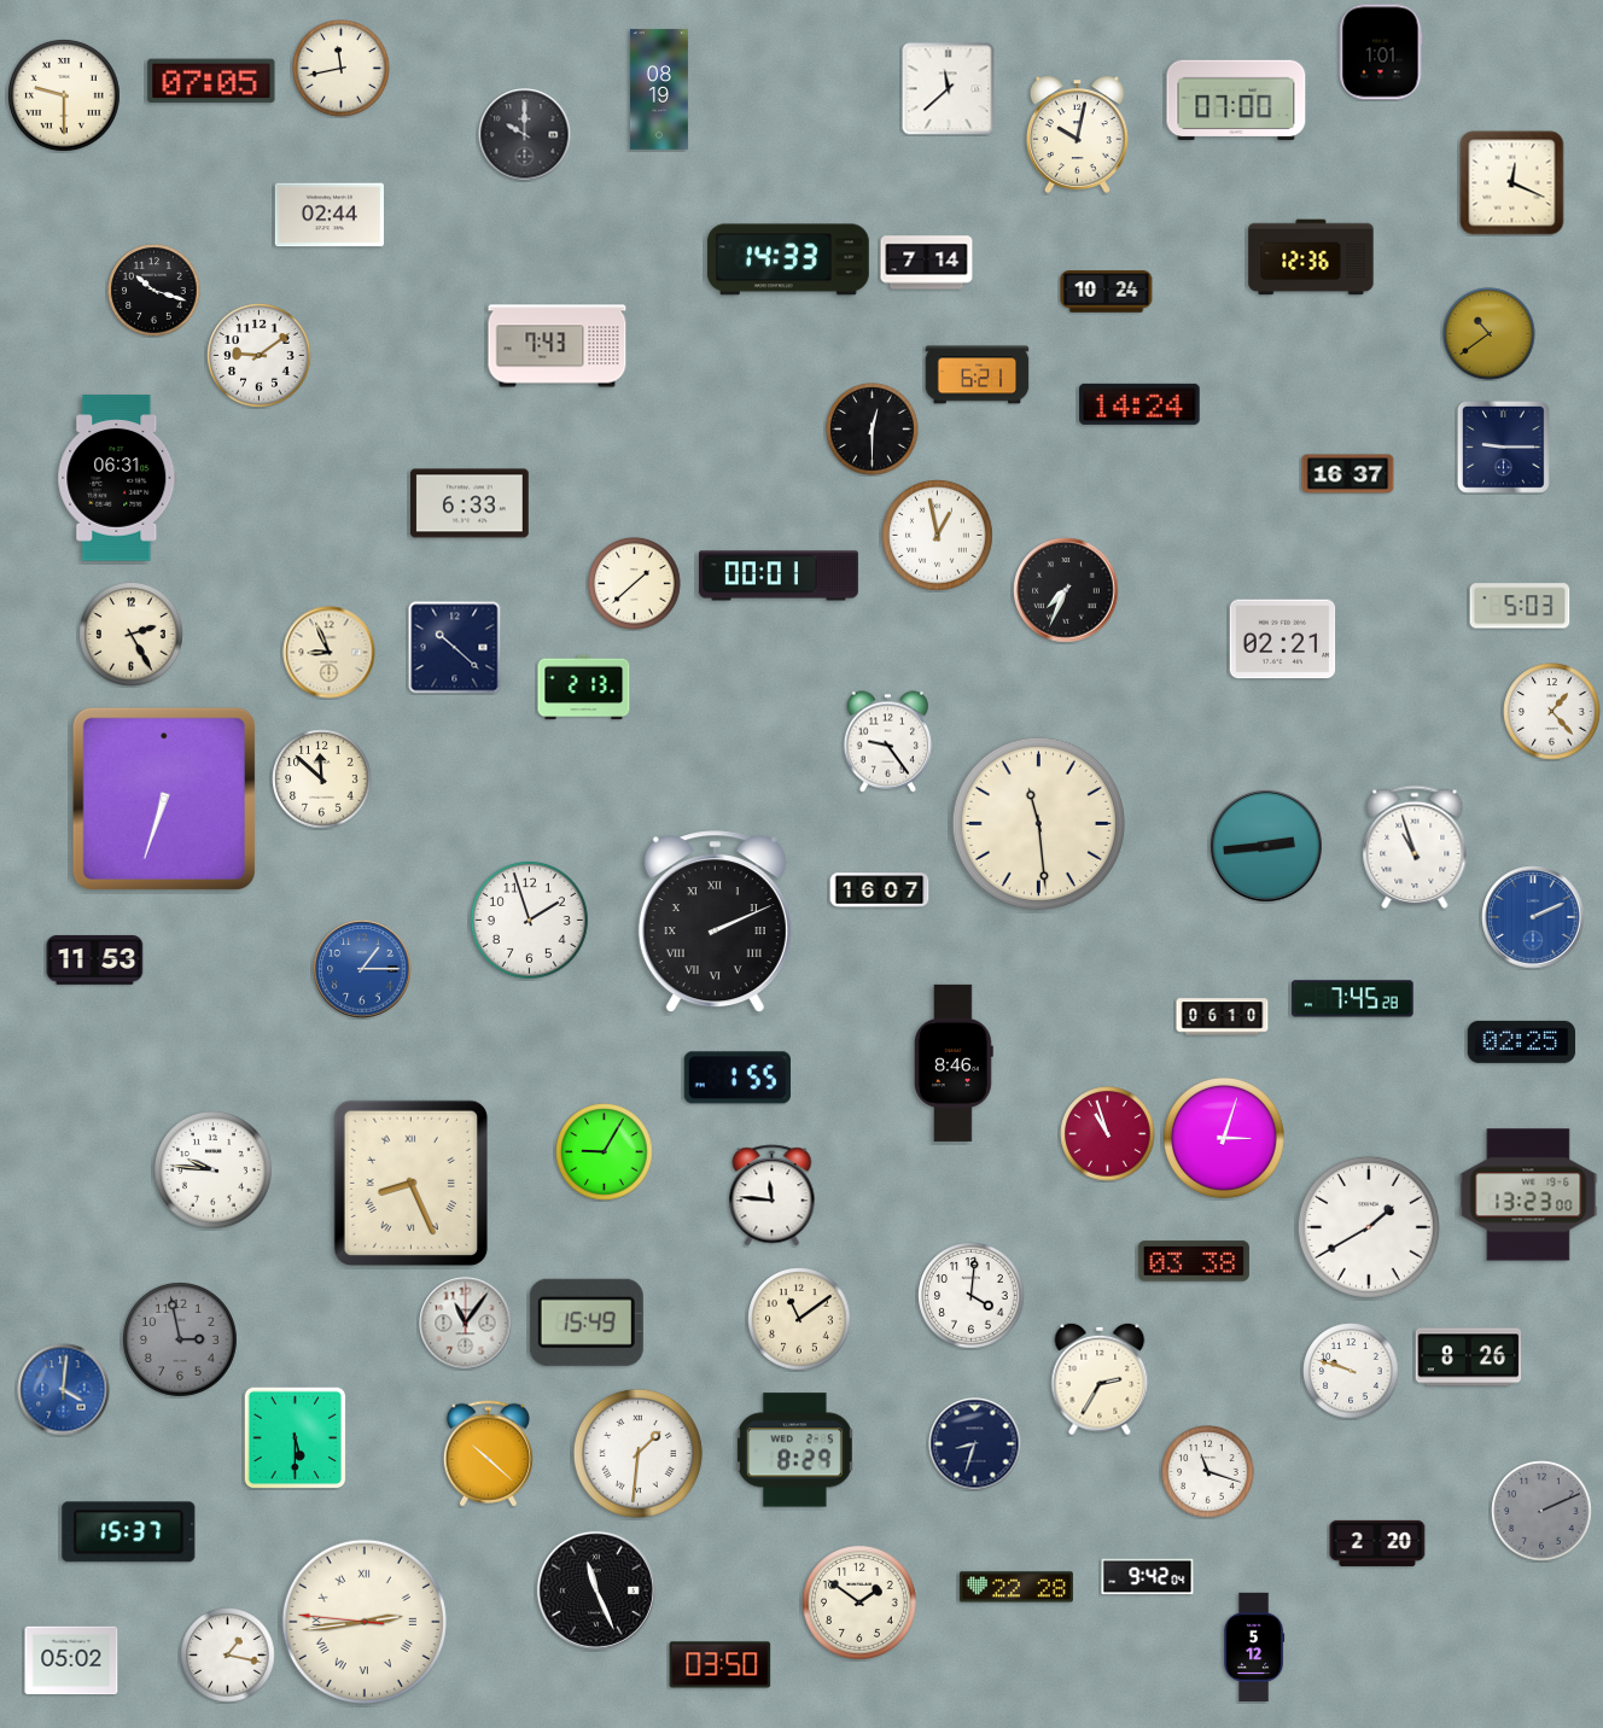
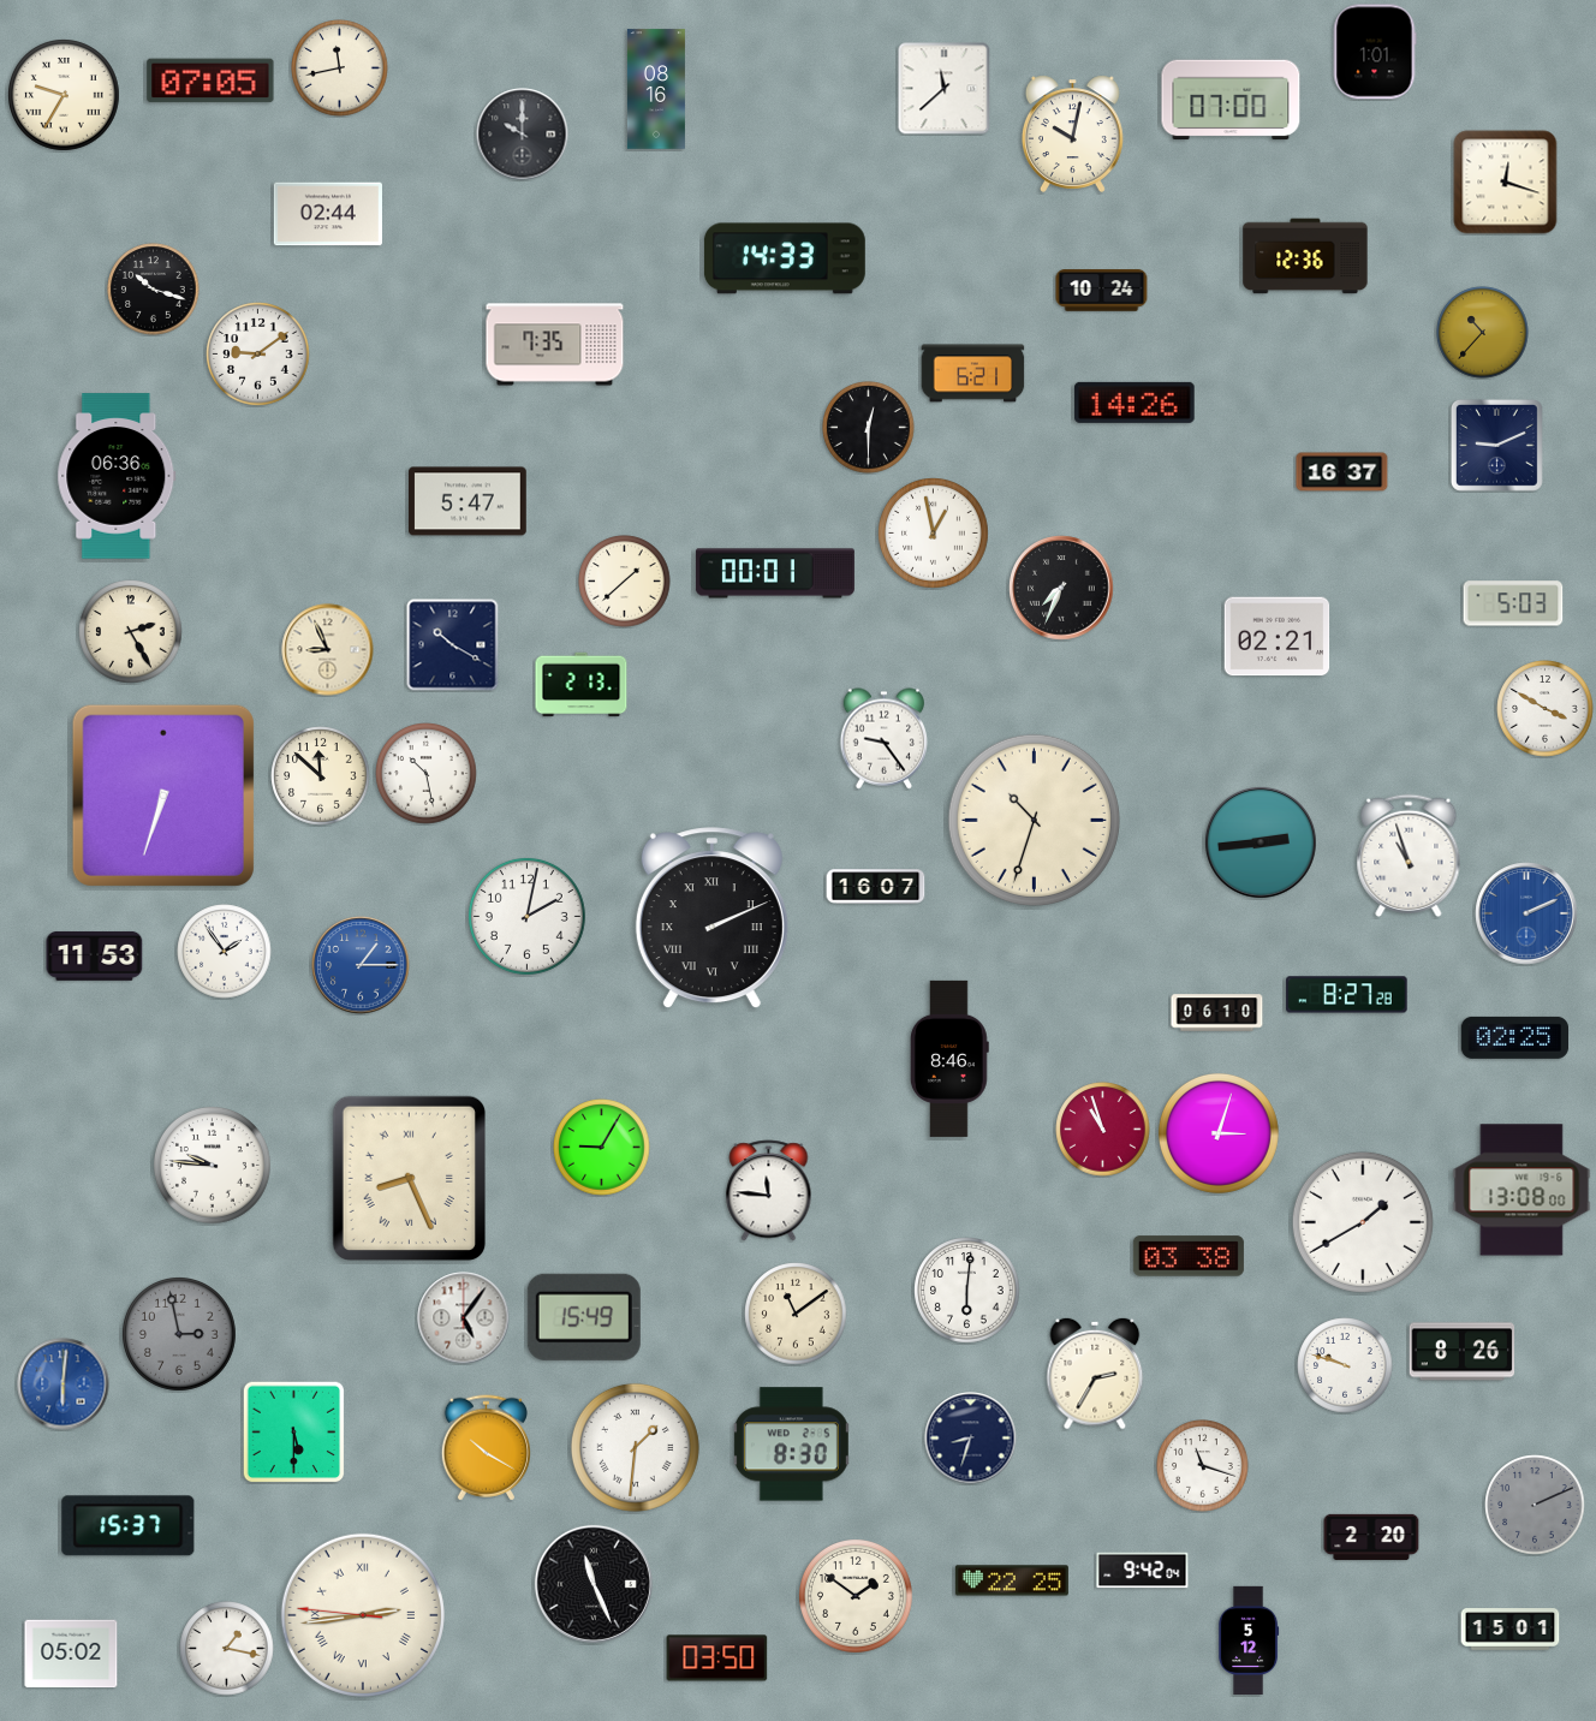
clock at (659, 89): 08:19 -> 08:16
clock at (65, 97): 9:30 -> 9:35
clock at (1512, 183): 12:19 -> 12:18
clock at (927, 263): 7:14 -> none
clock at (1490, 334): 10:39 -> 10:37
clock at (558, 346): 7:43 -> 7:35
clock at (1139, 404): 14:24 -> 14:26
clock at (1503, 446): 9:15 -> 9:11
clock at (117, 478): 06:31 -> 06:36
clock at (471, 503): 6:33 -> 5:47
clock at (635, 584) position: (635, 584) -> (625, 582)
clock at (455, 648): 10:22 -> 10:20
clock at (1552, 712): 1:23 -> 3:50
clock at (427, 774): none -> 10:28
clock at (1038, 823): 11:29 -> 10:33
clock at (1415, 846) position: (1415, 846) -> (1409, 854)
clock at (529, 920): 1:57 -> 2:02
clock at (225, 952): none -> 1:54
clock at (1353, 999): 7:45 -> 8:27
clock at (738, 1078): 1:55 -> none
clock at (1528, 1195): 13:23 -> 13:08
clock at (972, 1296): 4:01 -> 6:01
clock at (466, 1324): 11:06 -> 5:06
clock at (64, 1390): 4:01 -> 6:01
clock at (794, 1450): 8:29 -> 8:30
clock at (488, 1454): 10:22 -> 10:20
clock at (1016, 1587): 22:28 -> 22:25
clock at (1511, 1630): none -> 15:01
